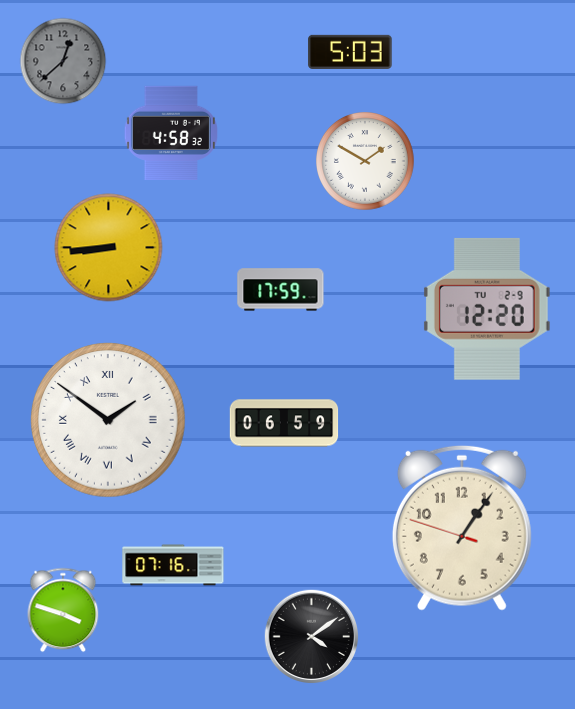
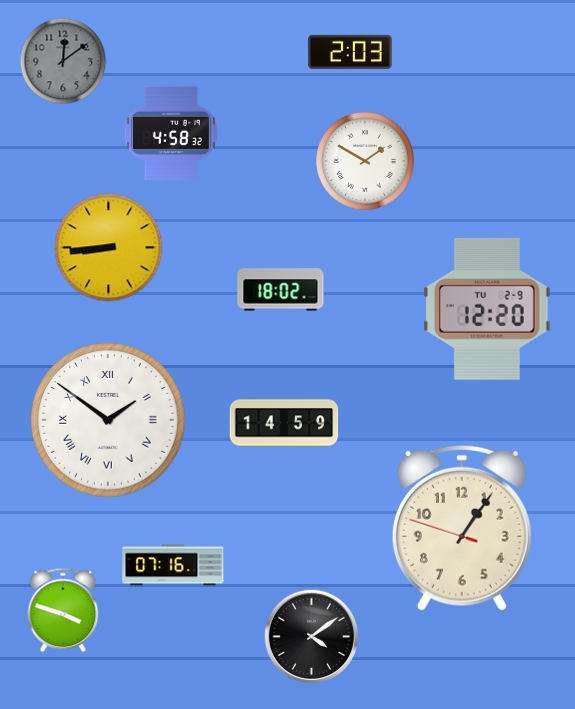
clock at (350, 52): 5:03 -> 2:03
clock at (63, 61): 12:38 -> 12:09
clock at (281, 290): 17:59 -> 18:02
clock at (284, 423): 06:59 -> 14:59
